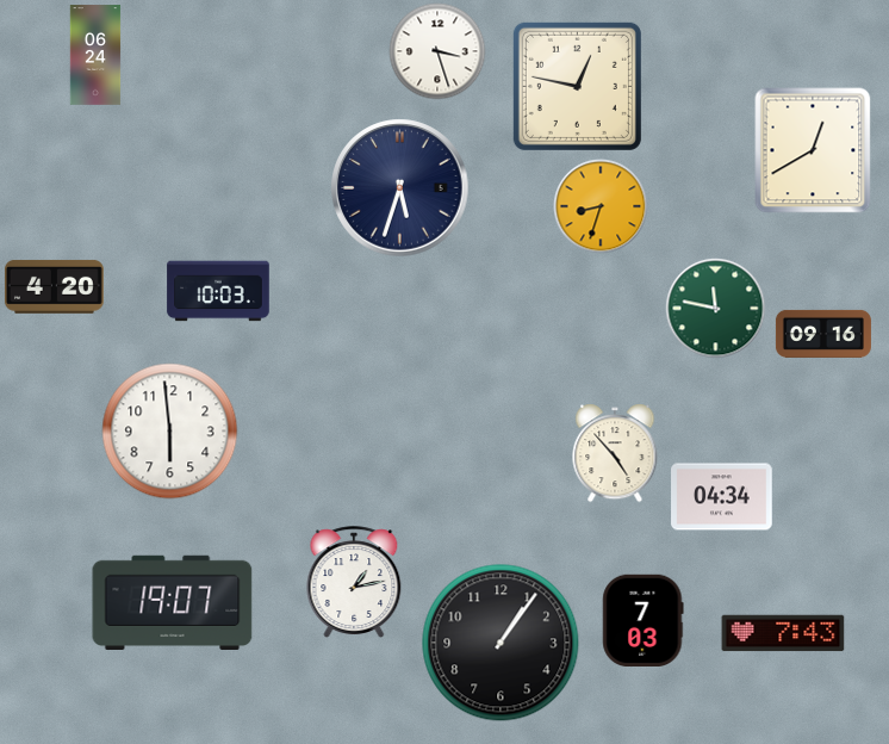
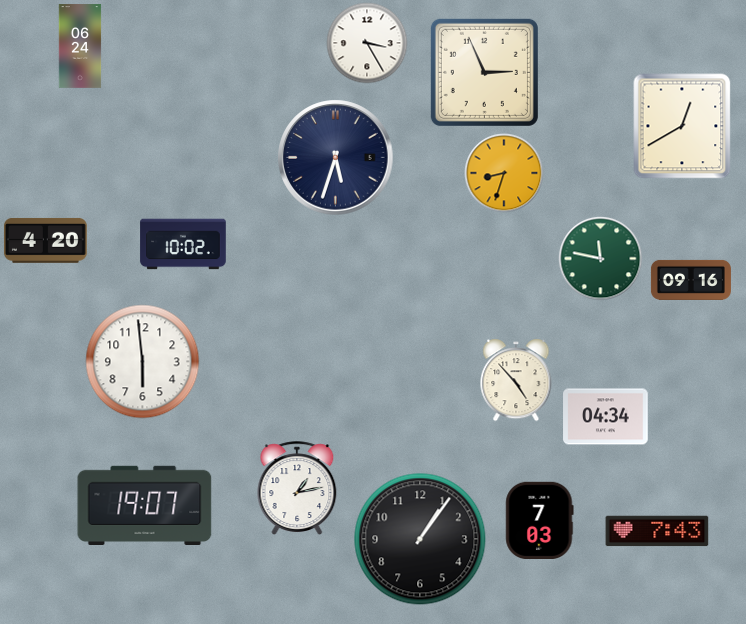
clock at (437, 51): 3:27 -> 3:25
clock at (577, 86): 12:47 -> 2:56
clock at (218, 291): 10:03 -> 10:02
